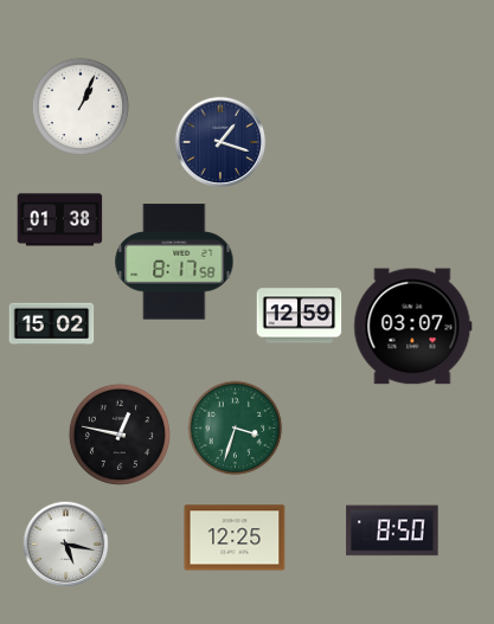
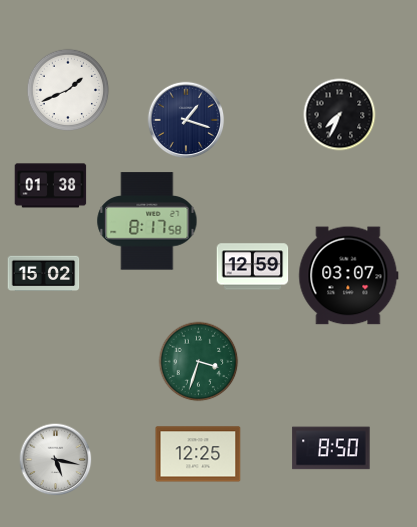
clock at (81, 107): 1:04 -> 1:41
clock at (340, 115): none -> 7:34
clock at (120, 435): 12:47 -> none
